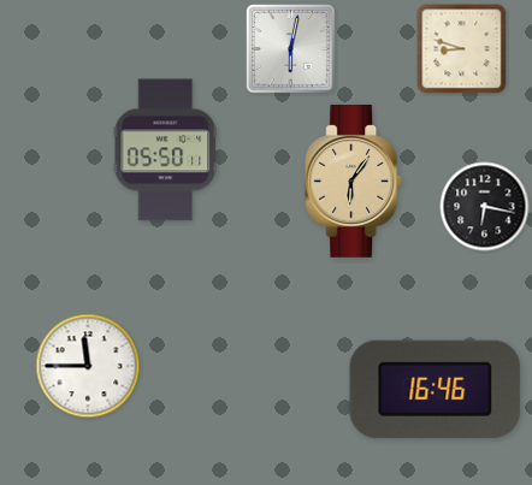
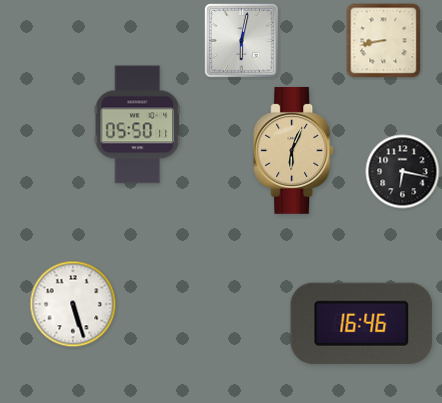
clock at (462, 49): 8:48 -> 8:43
clock at (354, 181): 6:06 -> 6:04
clock at (88, 366): 11:45 -> 5:27
